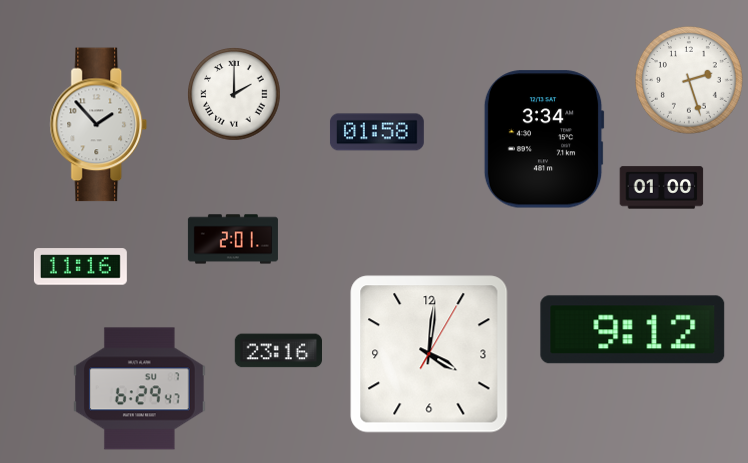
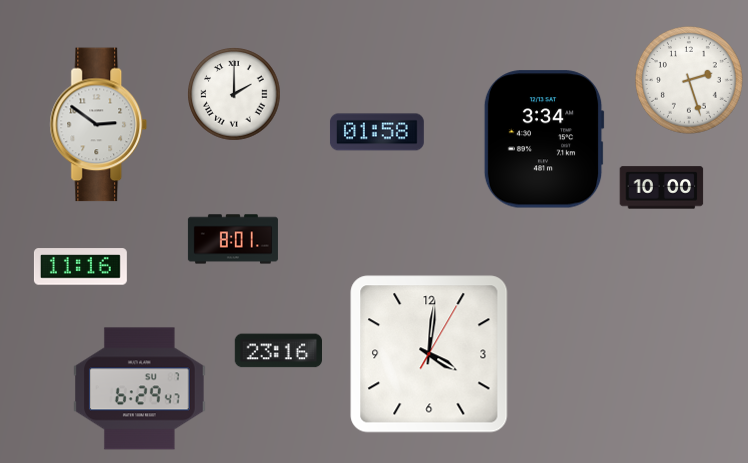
clock at (99, 125): 1:53 -> 2:51
clock at (662, 188): 01:00 -> 10:00
clock at (233, 239): 2:01 -> 8:01
clock at (633, 330): 9:12 -> none
